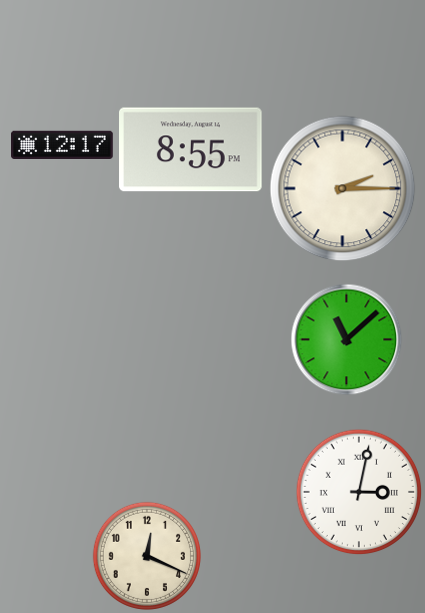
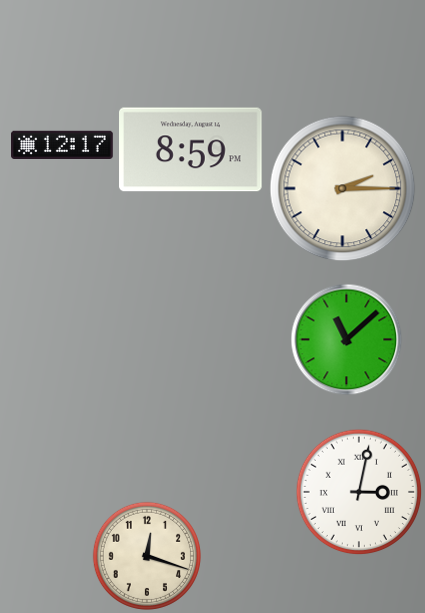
clock at (191, 150): 8:55 -> 8:59
clock at (147, 556): 12:19 -> 12:18
